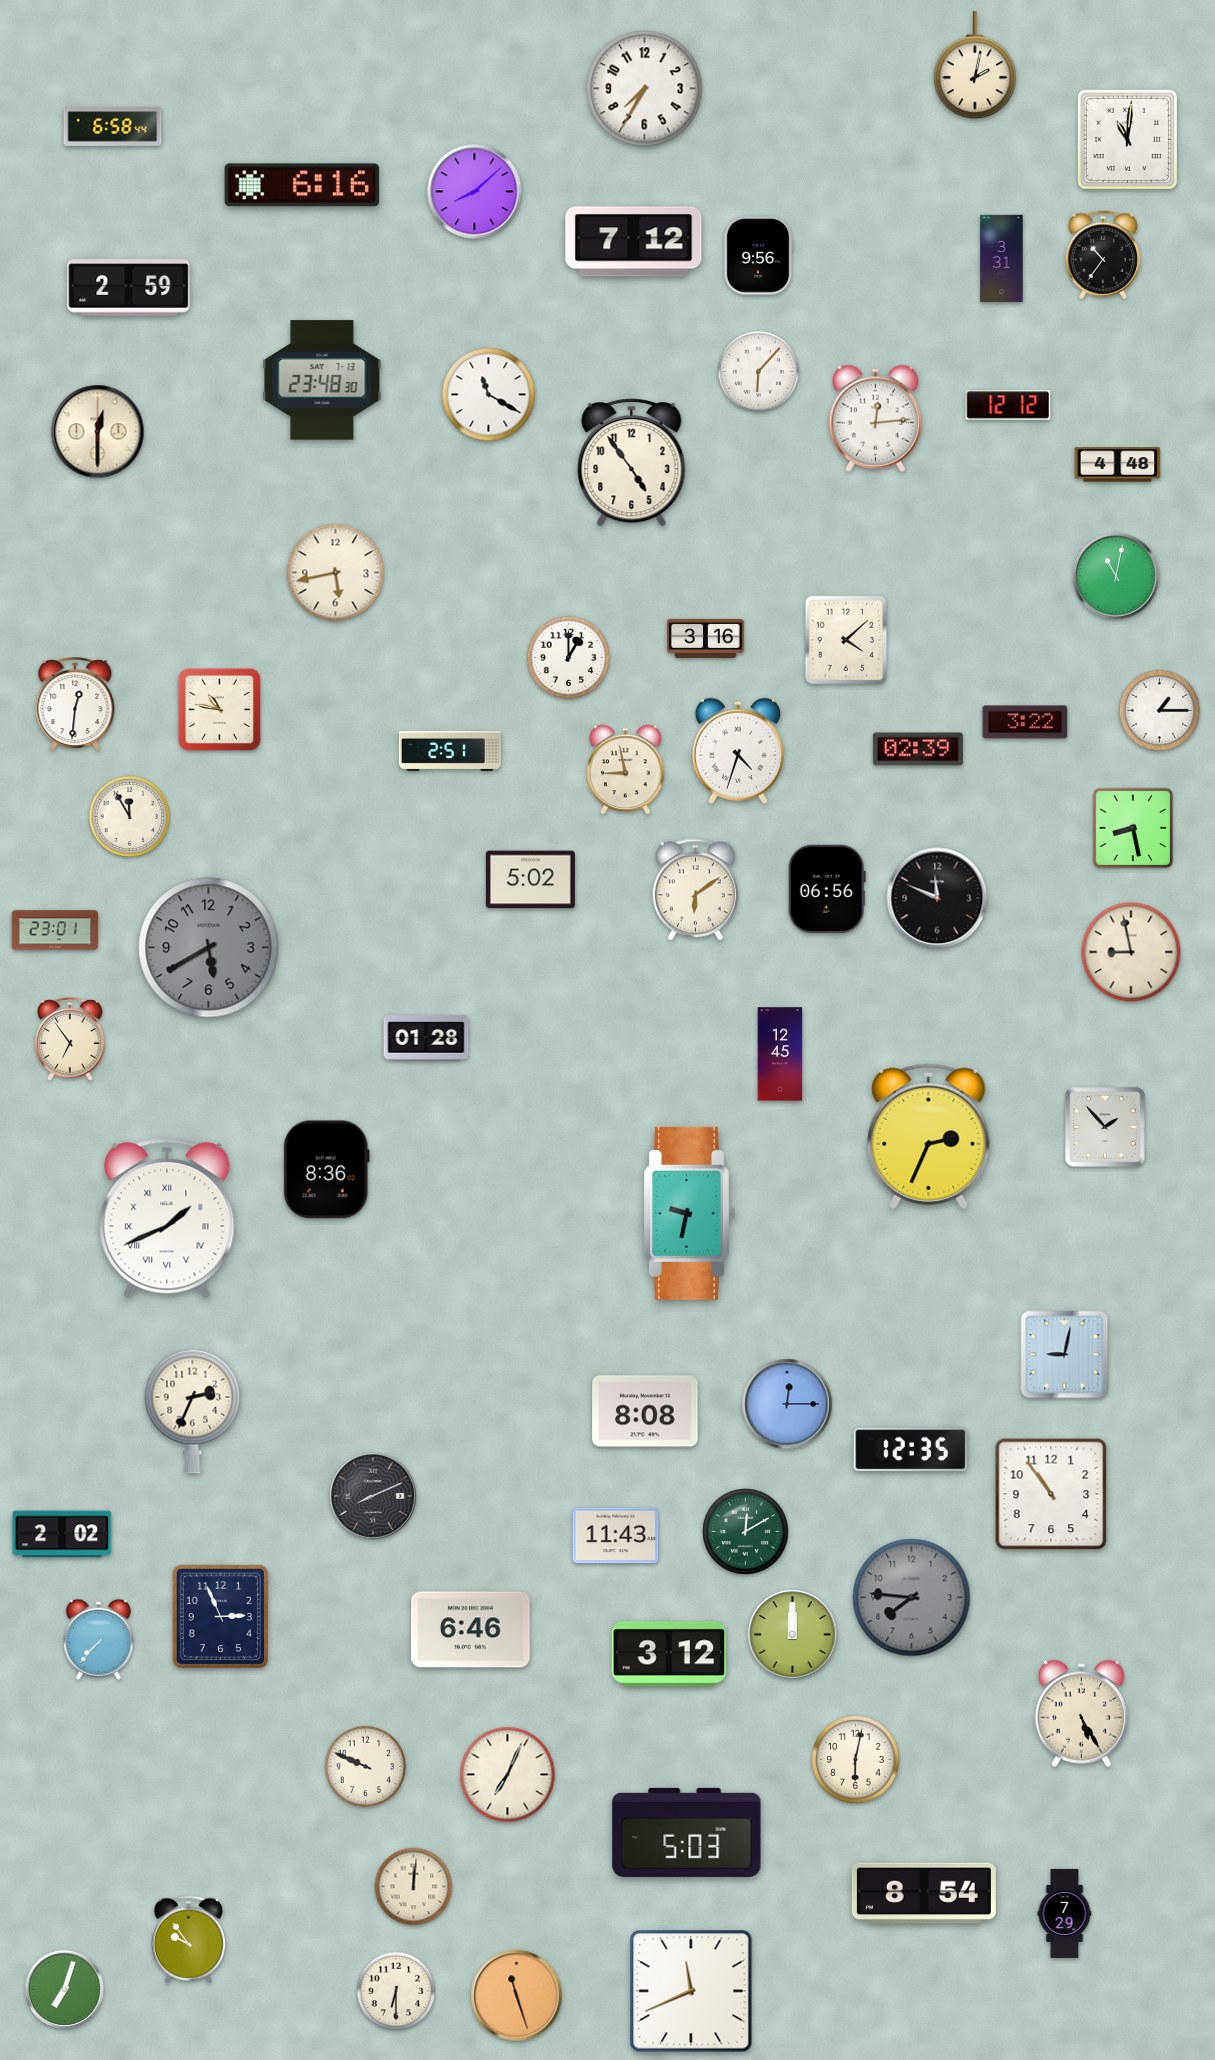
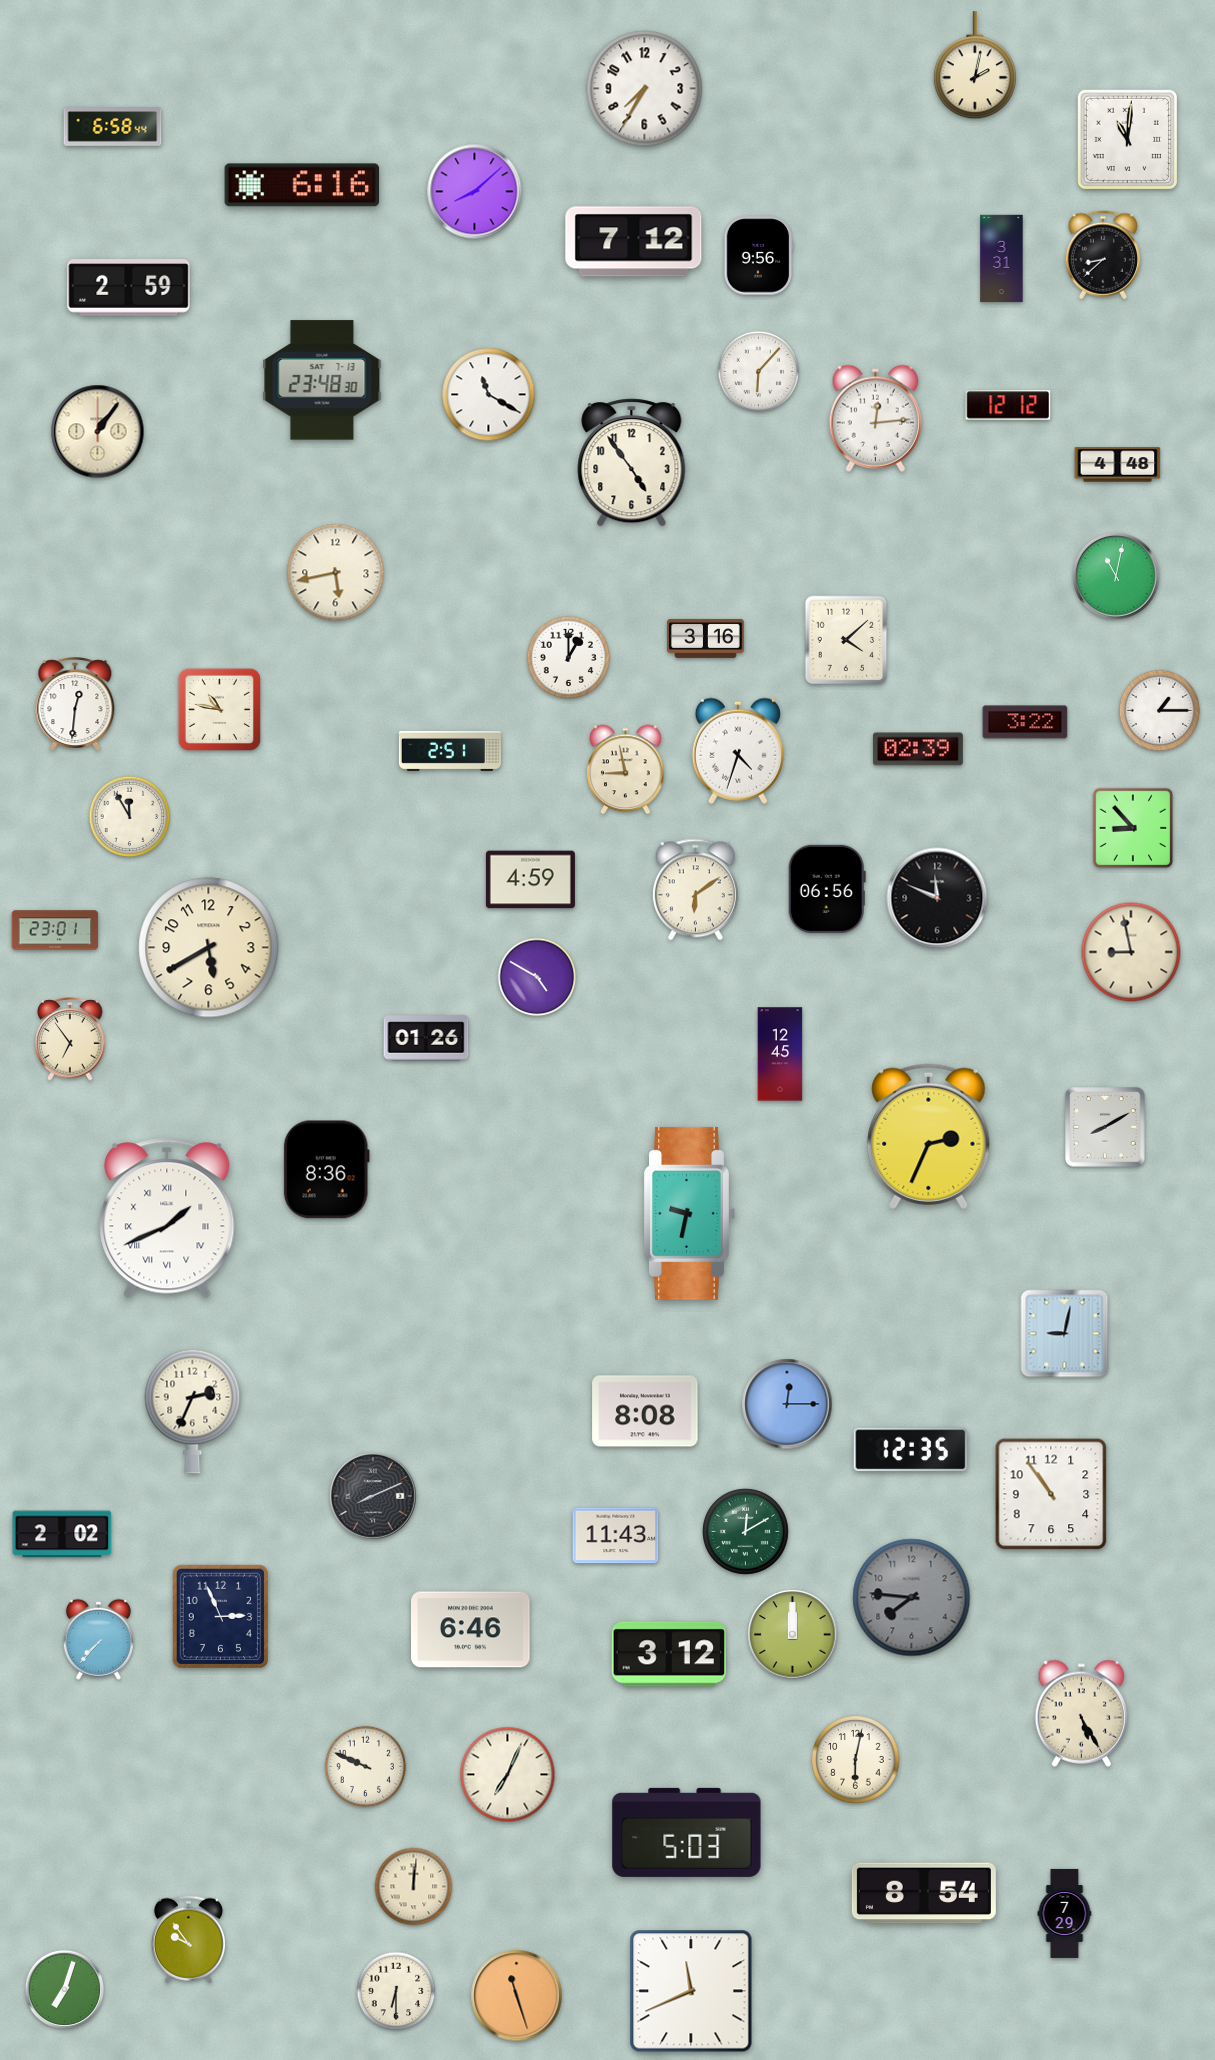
clock at (1103, 255): 10:36 -> 8:38
clock at (98, 432): 12:30 -> 1:06
clock at (1133, 828): 8:28 -> 8:53
clock at (530, 880): 5:02 -> 4:59
clock at (209, 948) dial: grey -> cream
clock at (537, 977): none -> 4:50
clock at (426, 1038): 01:28 -> 01:26
clock at (1105, 1127): 1:53 -> 8:10
clock at (1065, 1355) position: (1065, 1355) -> (1065, 1334)
